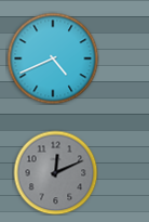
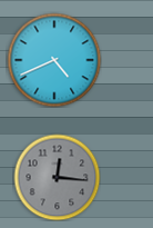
clock at (55, 172): 12:11 -> 12:16
